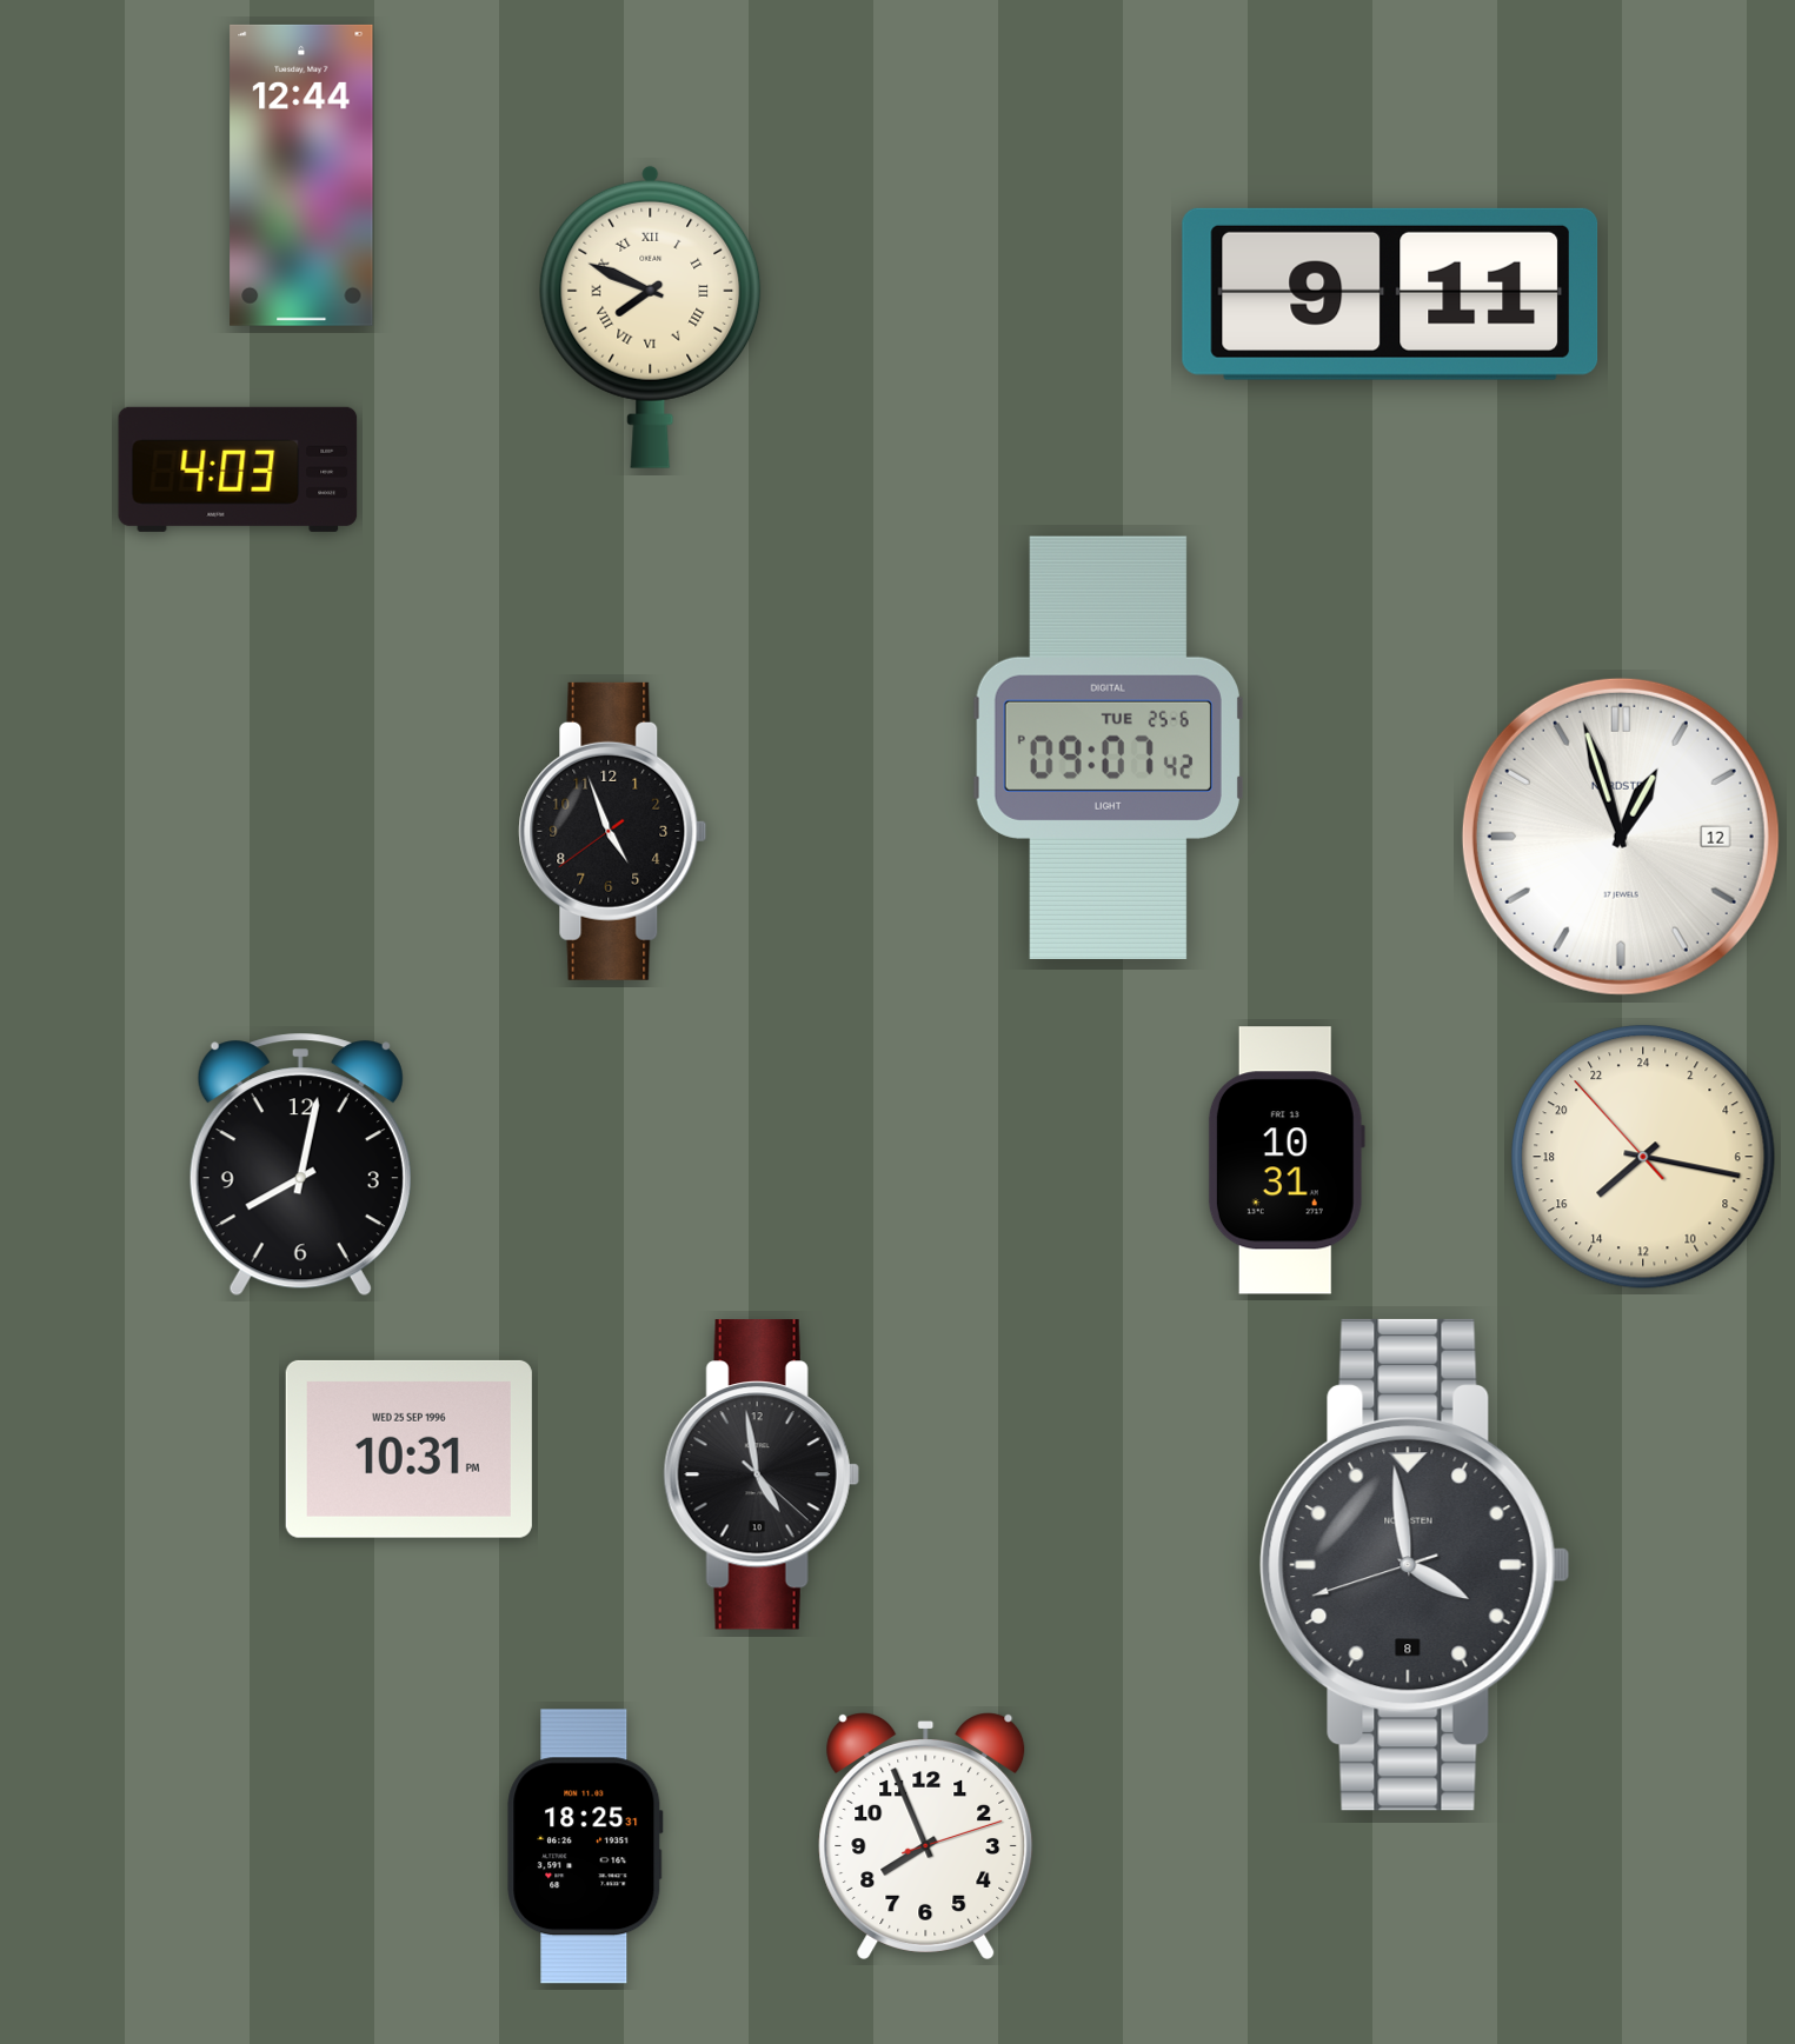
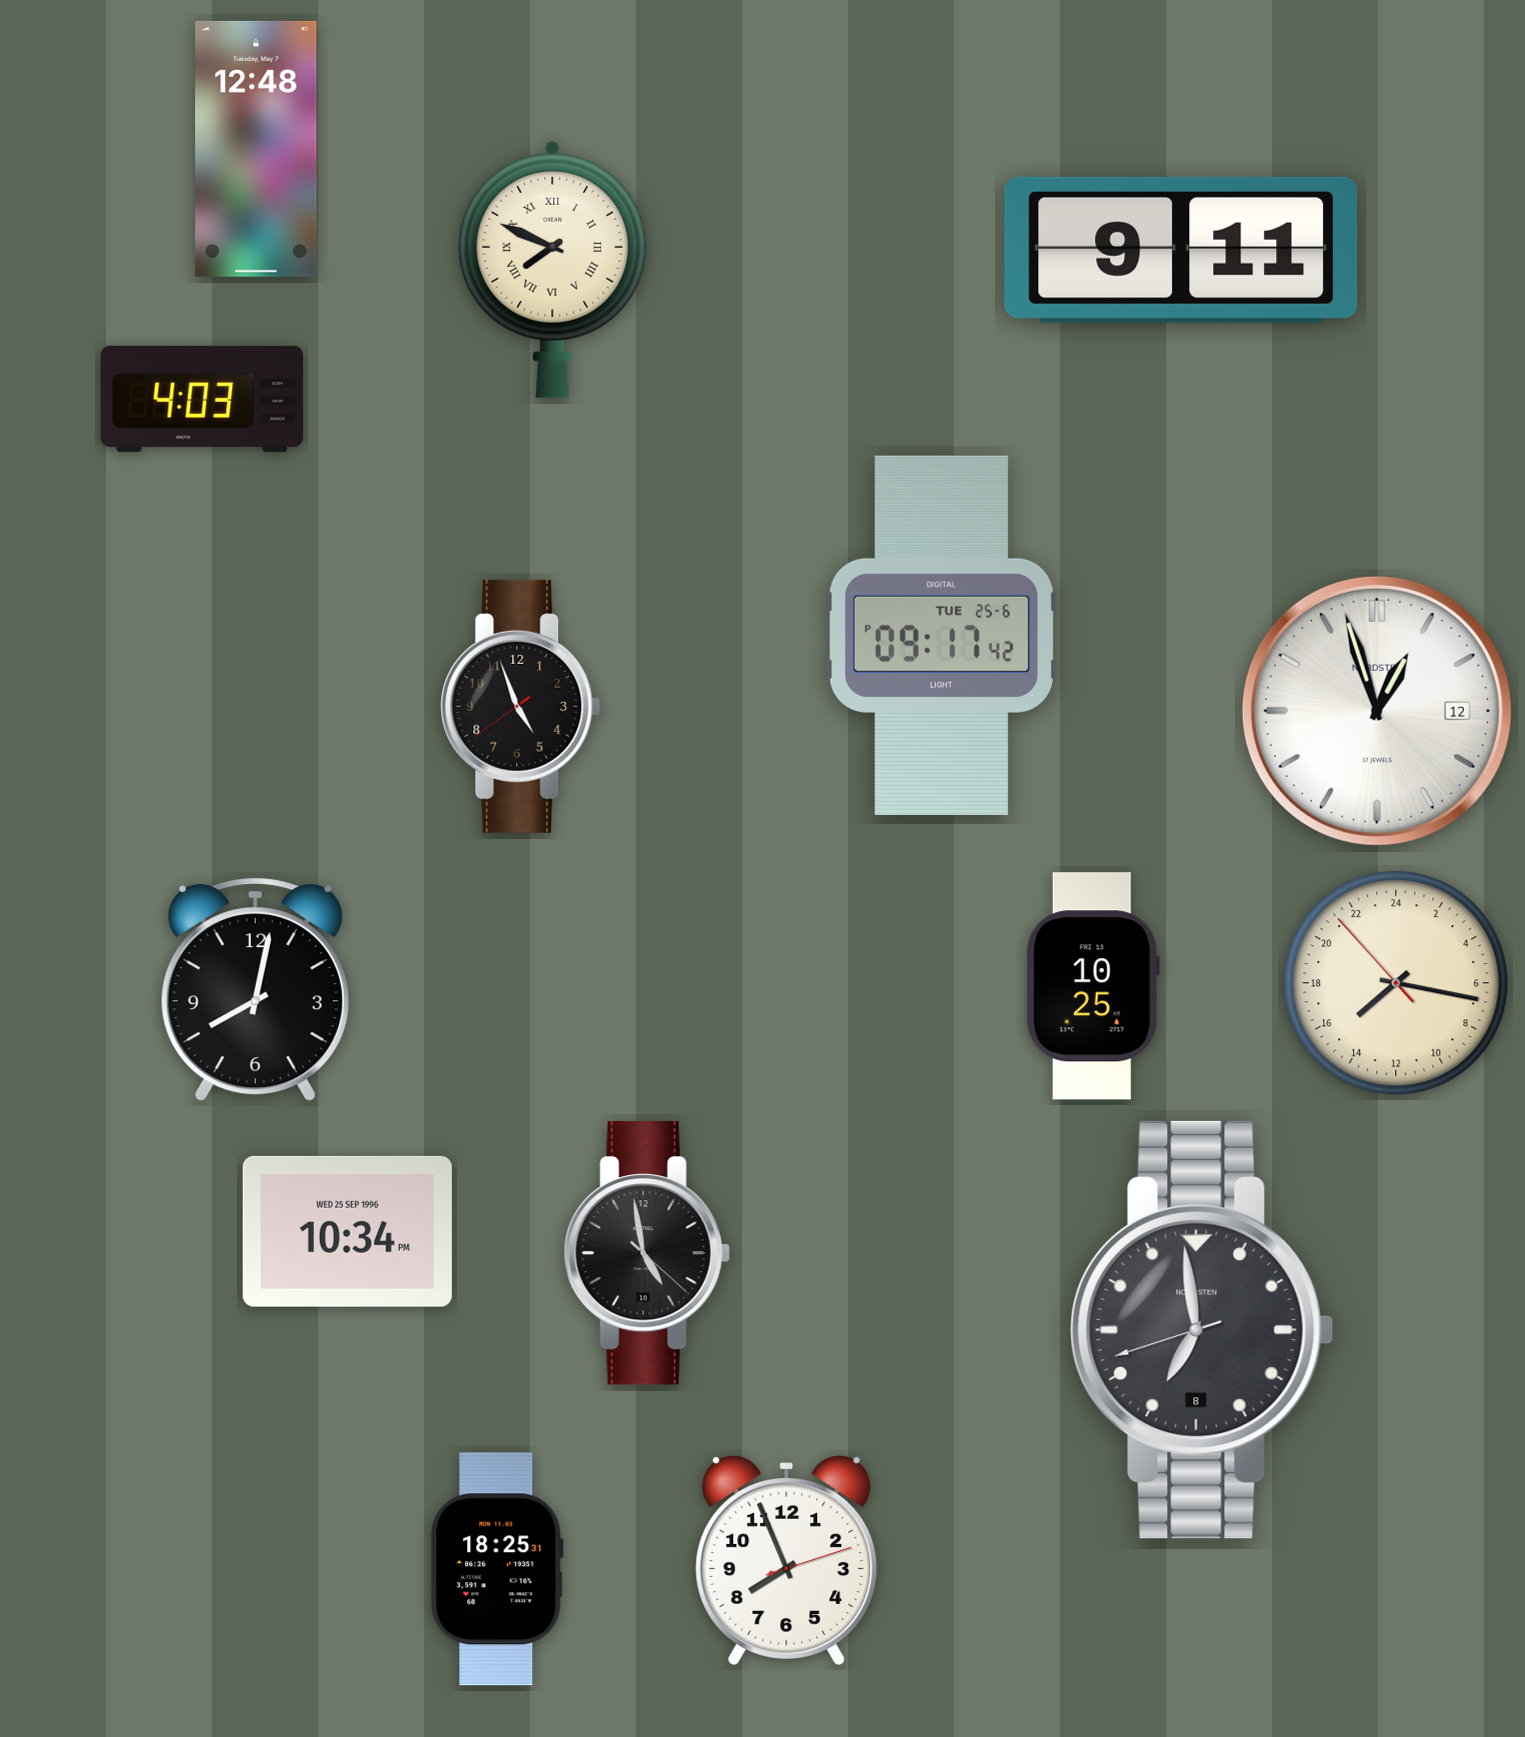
clock at (301, 175): 12:44 -> 12:48
clock at (1108, 747): 09:07 -> 09:17
clock at (1287, 1160): 10:31 -> 10:25
clock at (408, 1449): 10:31 -> 10:34
clock at (1415, 1565): 3:58 -> 6:58
